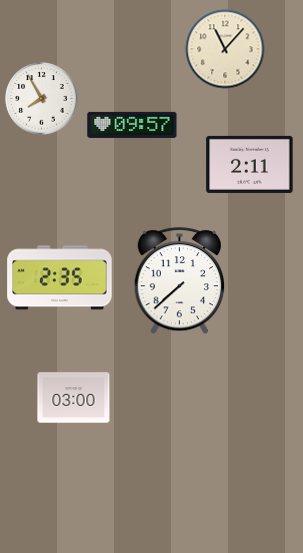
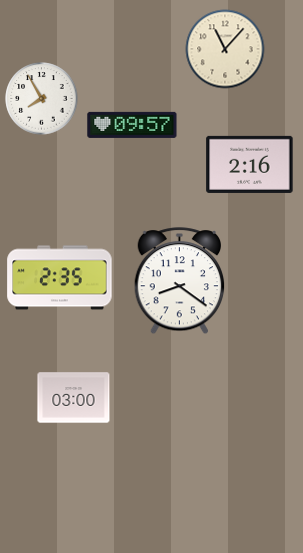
clock at (250, 164): 2:11 -> 2:16
clock at (180, 281): 7:38 -> 8:21
